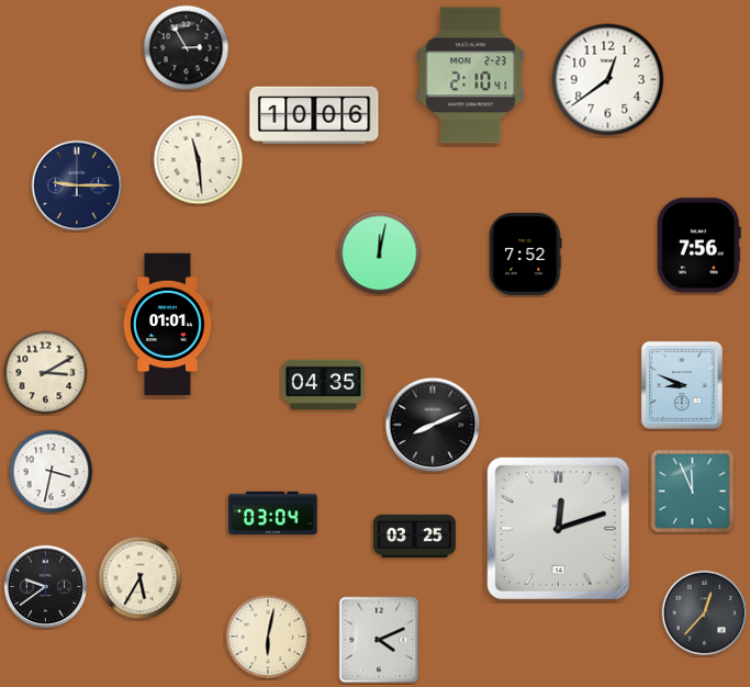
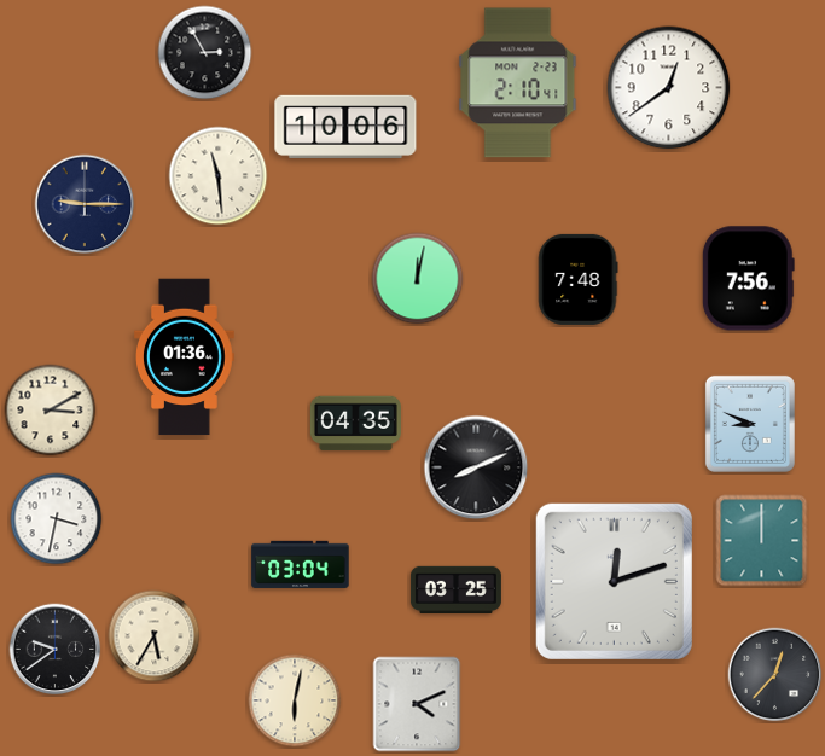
clock at (698, 246) position: (698, 246) -> (748, 279)
clock at (526, 254): 7:52 -> 7:48
clock at (168, 325): 01:01 -> 01:36
clock at (693, 492): 11:56 -> 12:00
clock at (46, 587) position: (46, 587) -> (56, 650)
